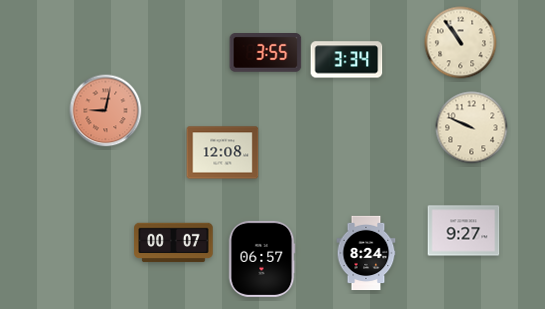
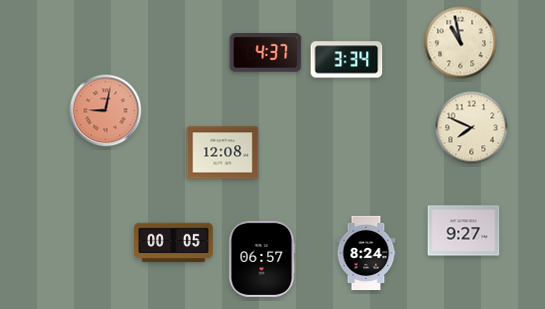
clock at (461, 43): 10:54 -> 10:58
clock at (266, 53): 3:55 -> 4:37
clock at (472, 128): 9:49 -> 7:49
clock at (174, 243): 00:07 -> 00:05
